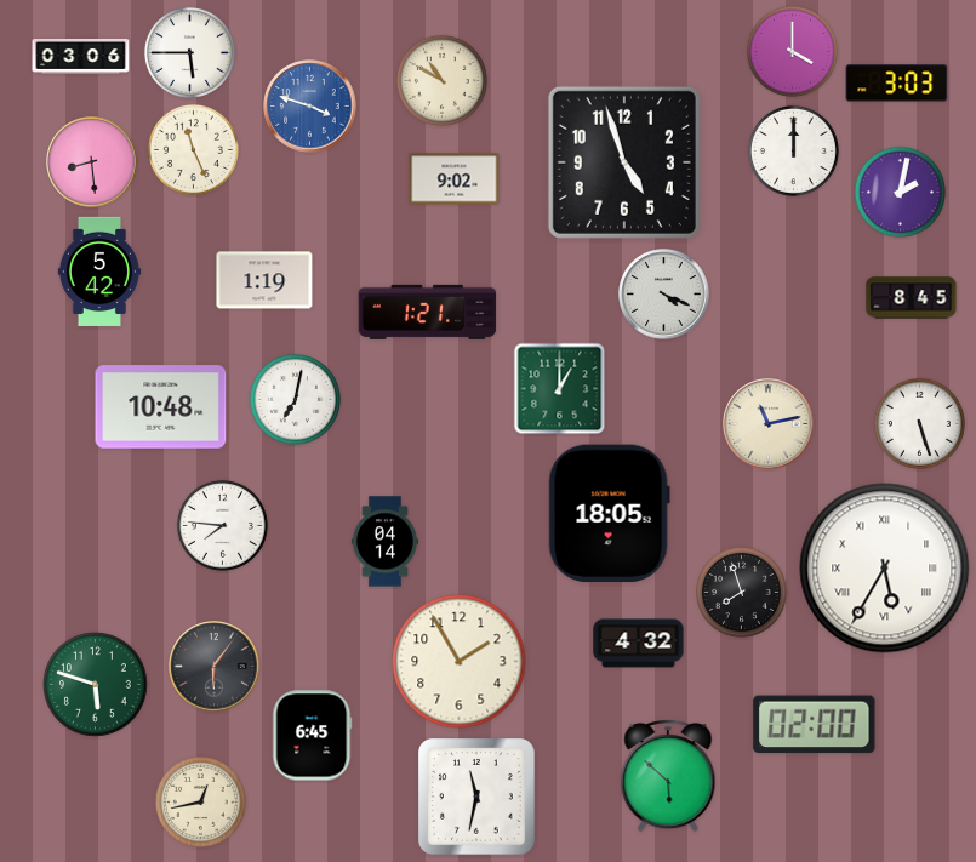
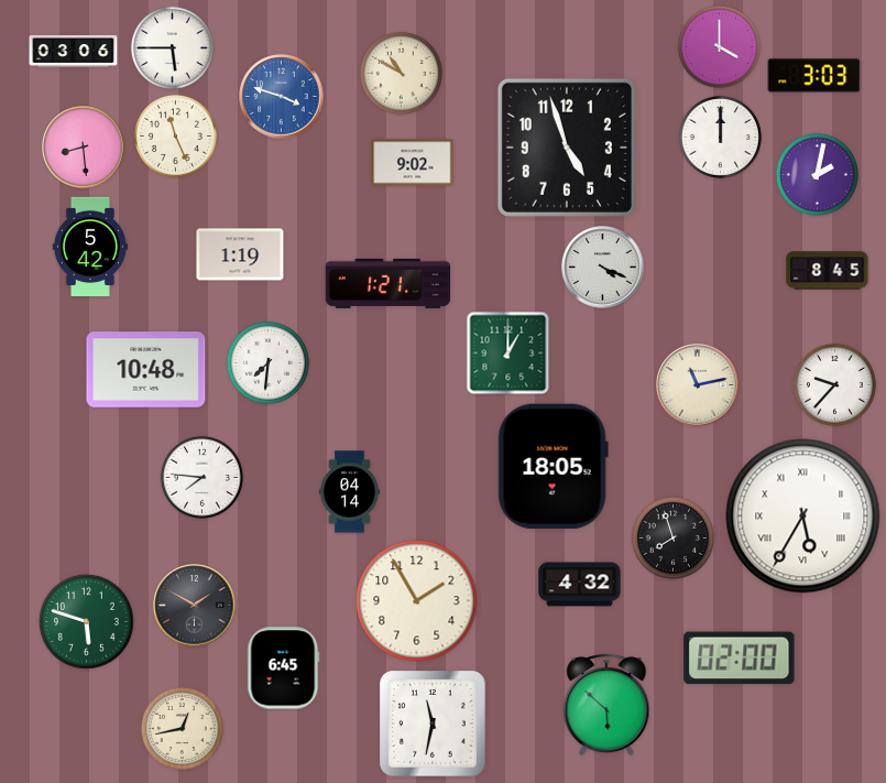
clock at (295, 399): 7:02 -> 7:31
clock at (919, 423): 5:27 -> 9:37
clock at (215, 667): 6:06 -> 1:50
